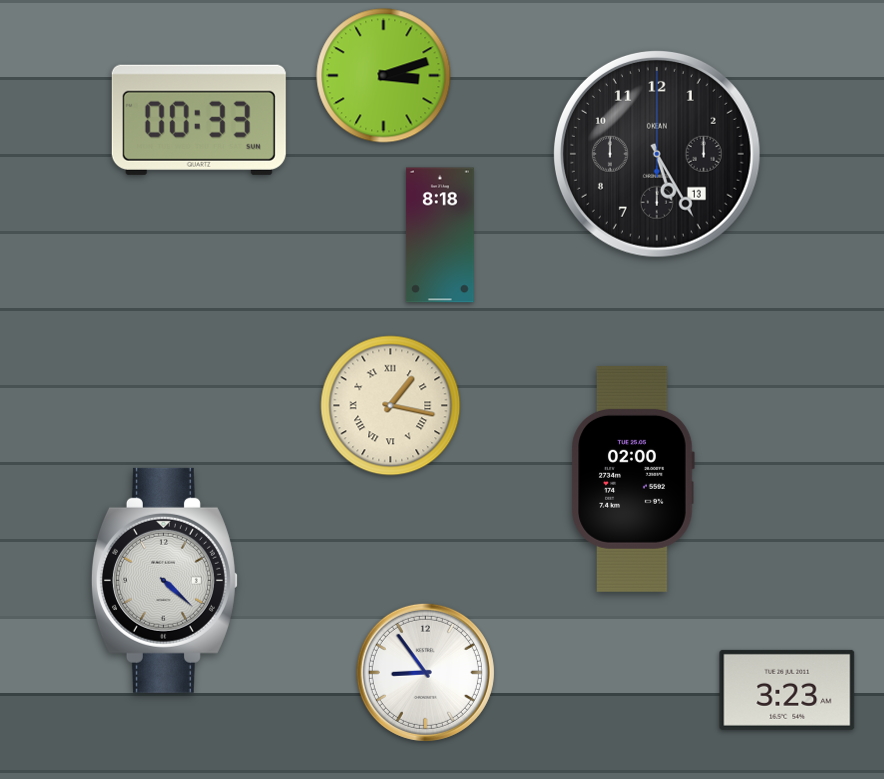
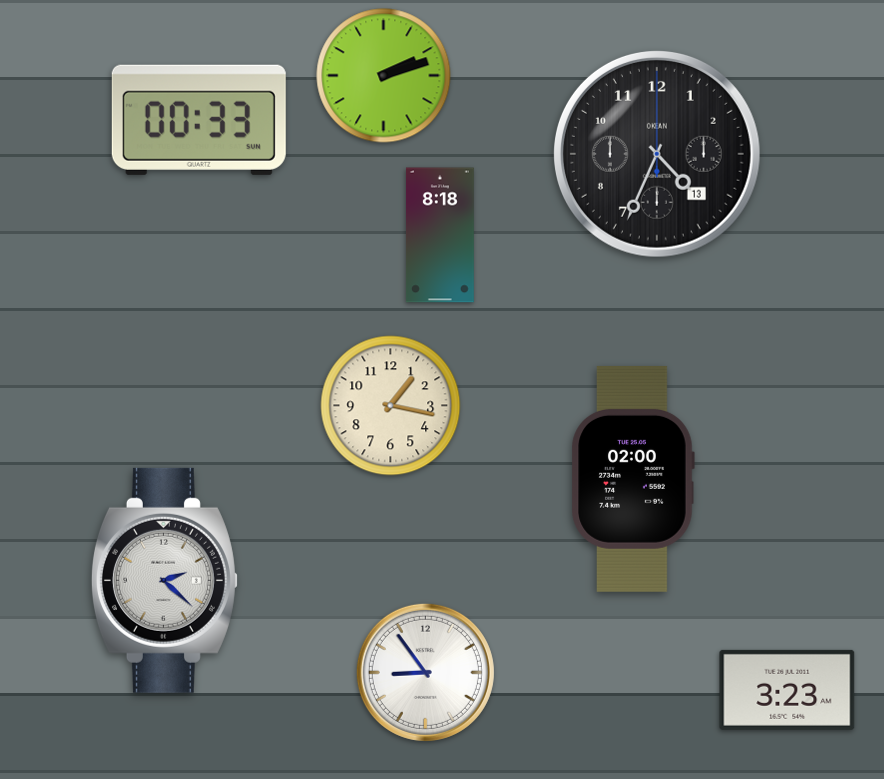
clock at (384, 76): 3:12 -> 2:12
clock at (657, 154): 5:25 -> 4:34
clock at (391, 406) numerals: Roman -> Arabic
clock at (164, 580): 4:22 -> 2:22
